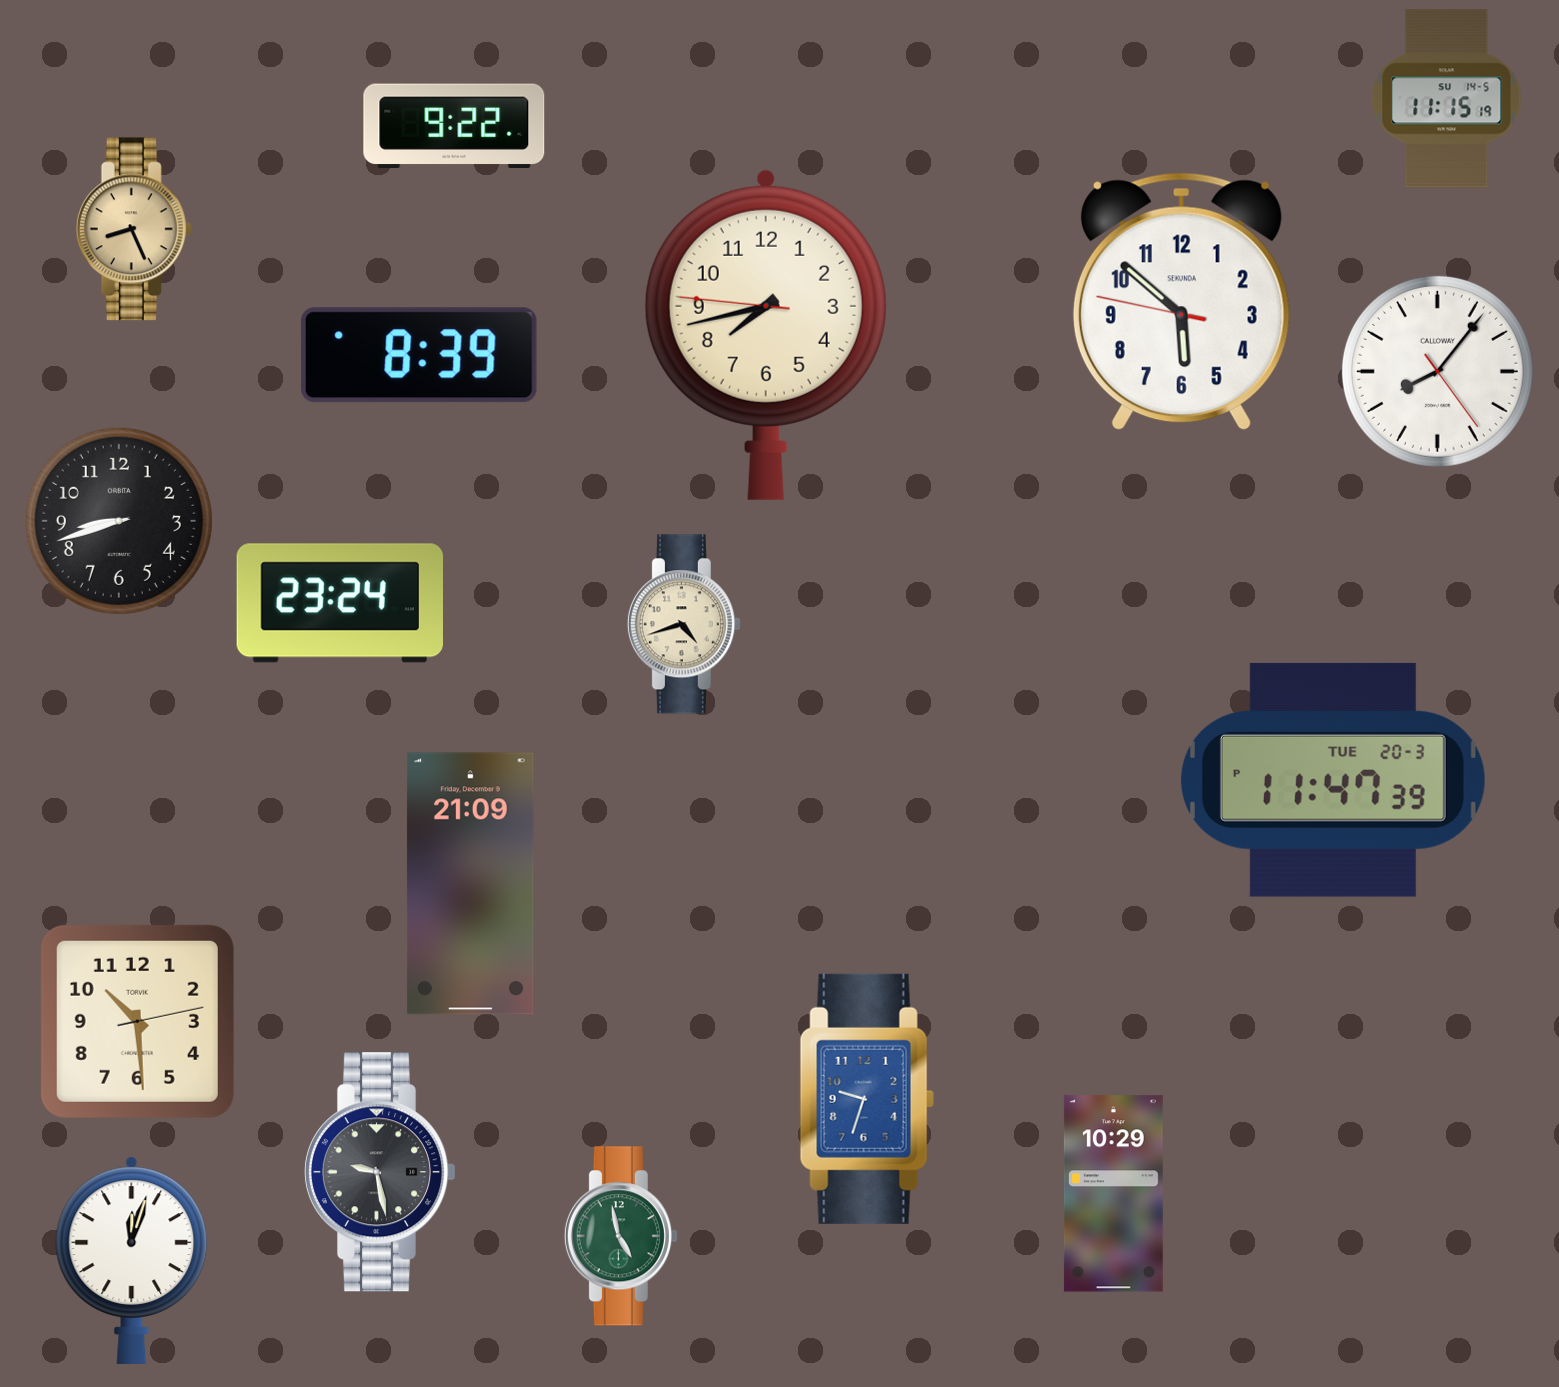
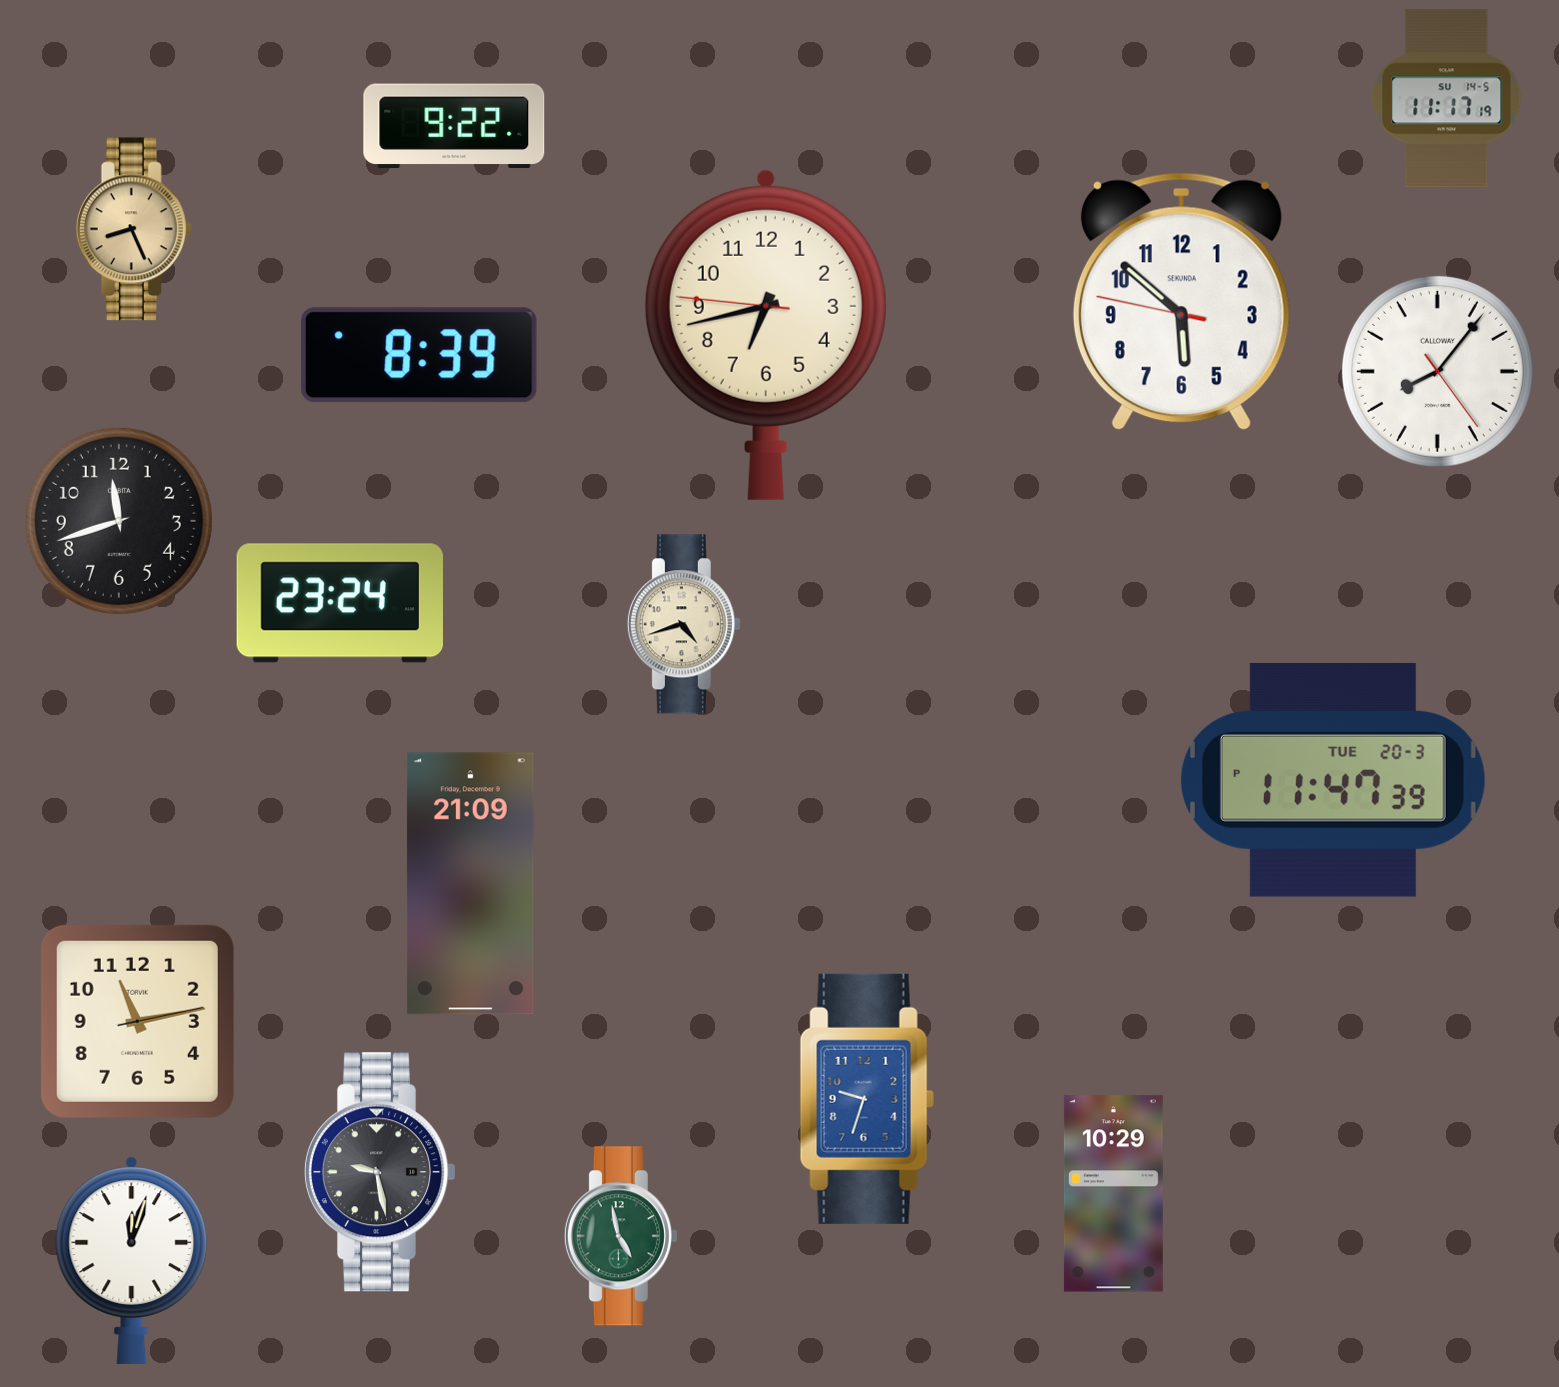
clock at (1447, 99): 11:15 -> 11:17
clock at (766, 334): 7:42 -> 6:42
clock at (119, 521): 8:42 -> 11:42
clock at (137, 1021): 10:29 -> 11:13
